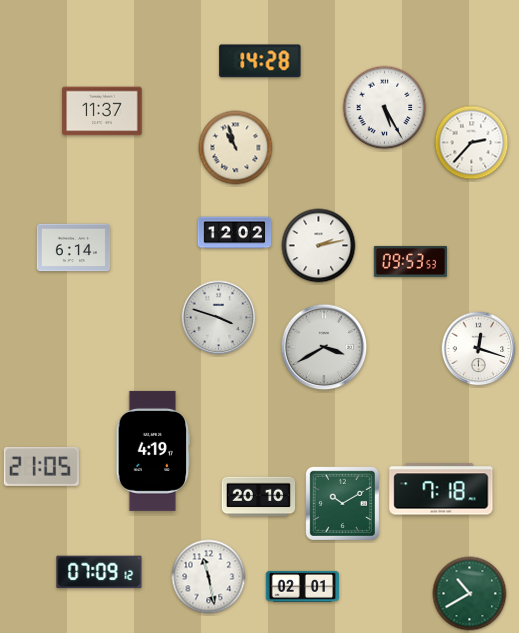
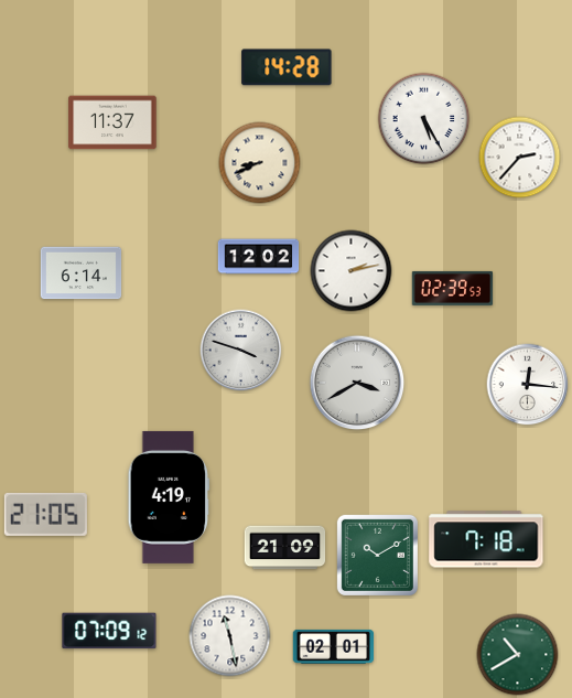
clock at (236, 148): 10:57 -> 8:41
clock at (411, 261): 09:53 -> 02:39
clock at (479, 349): 12:18 -> 12:16
clock at (259, 497): 20:10 -> 21:09
